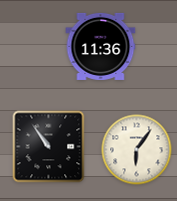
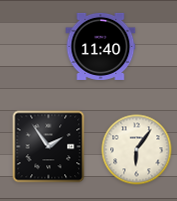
clock at (101, 46): 11:36 -> 11:40
clock at (49, 147): 10:54 -> 1:54
